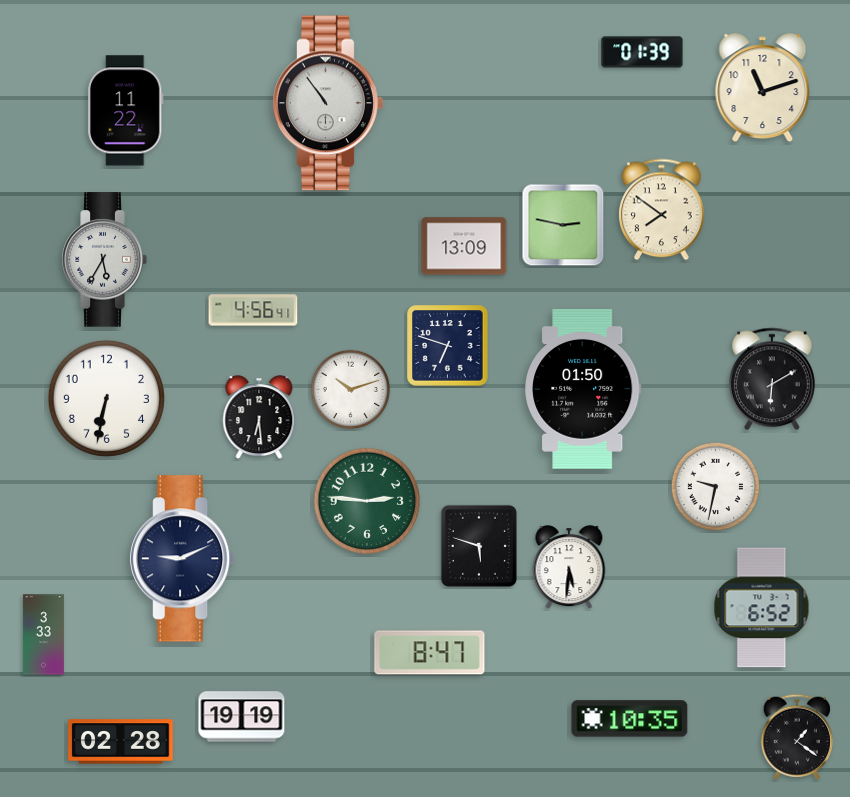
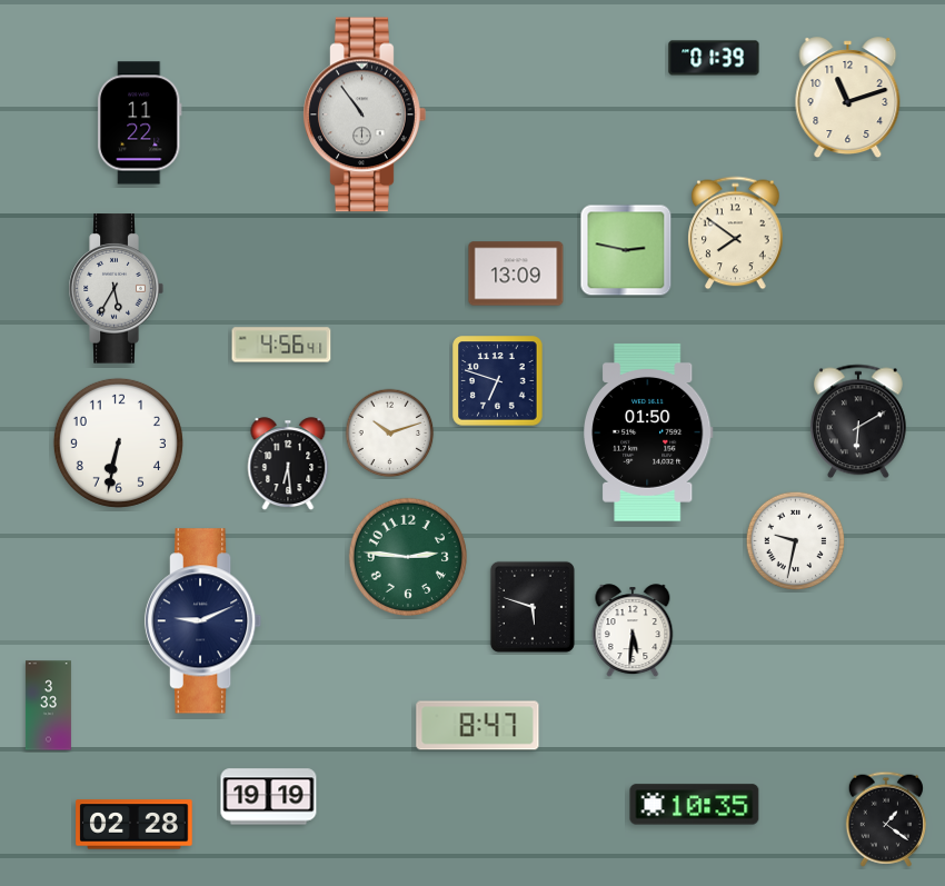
clock at (448, 346) position: (448, 346) -> (498, 381)
clock at (762, 608): 6:52 -> none
clock at (630, 719) position: (630, 719) -> (695, 805)
